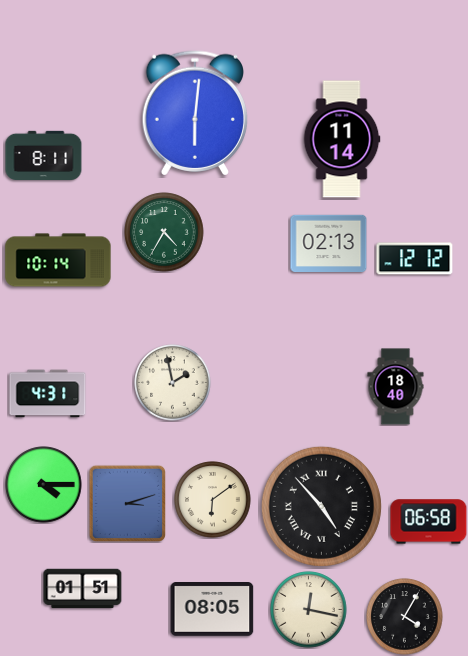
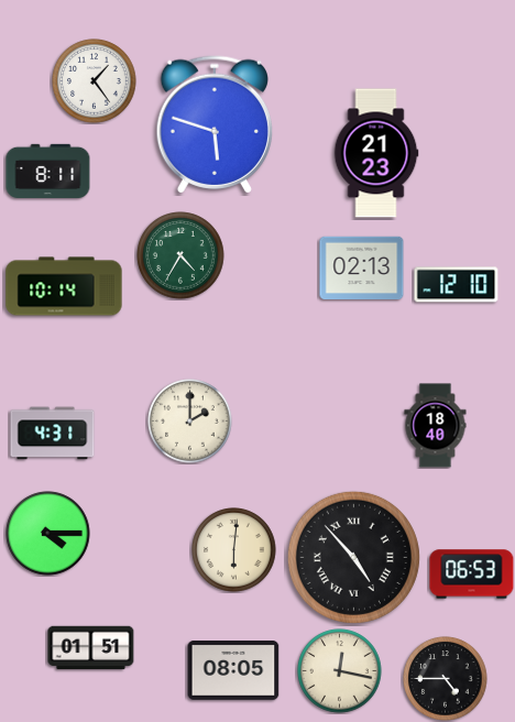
clock at (95, 81): none -> 1:24
clock at (194, 113): 6:01 -> 5:48
clock at (342, 139): 11:14 -> 21:23
clock at (415, 259): 12:12 -> 12:10
clock at (173, 383): 1:58 -> 2:00
clock at (213, 500): 6:09 -> 6:01
clock at (127, 503): 3:12 -> none
clock at (429, 522): 06:58 -> 06:53
clock at (405, 617): 4:05 -> 4:45
